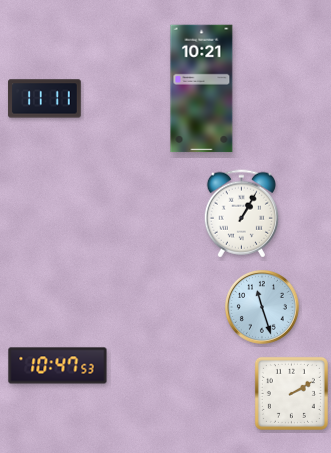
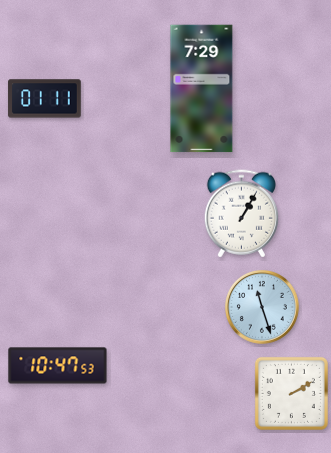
clock at (202, 89): 10:21 -> 7:29
clock at (45, 99): 11:11 -> 01:11
